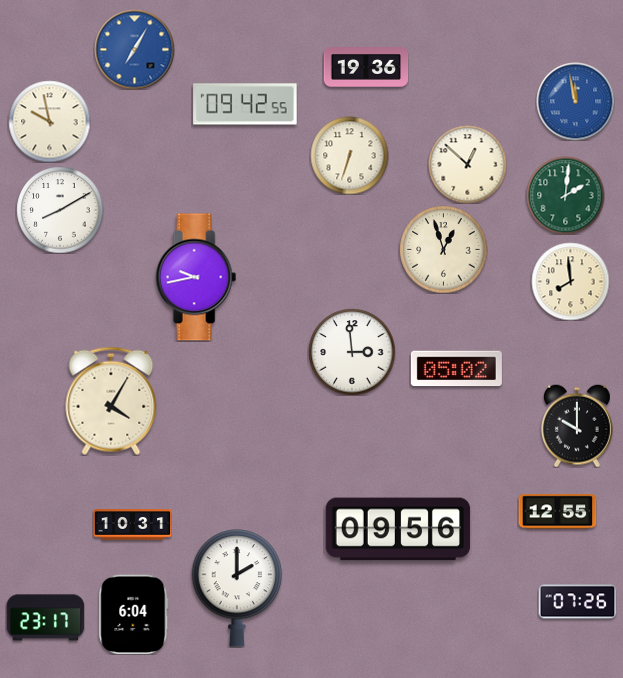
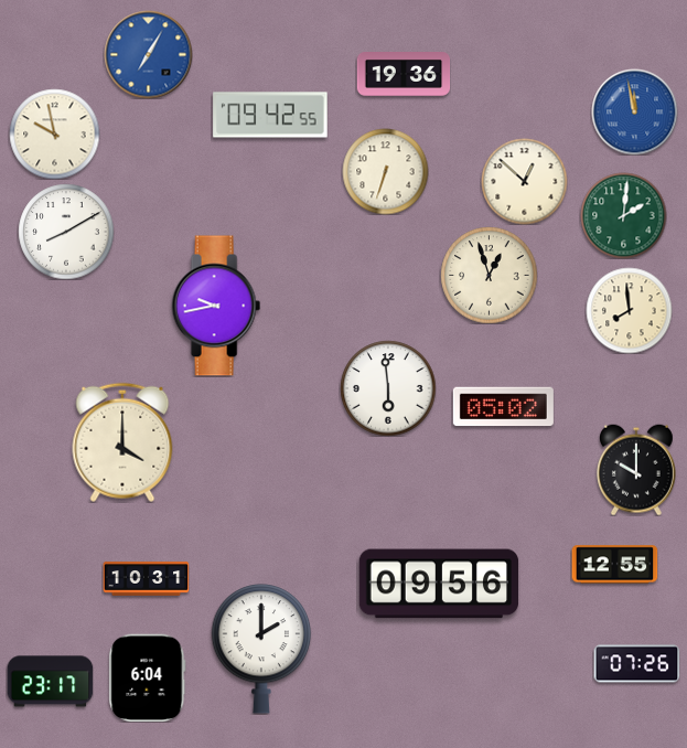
clock at (467, 164) position: (467, 164) -> (524, 181)
clock at (352, 352): 2:59 -> 5:59
clock at (111, 401): 4:05 -> 4:00
